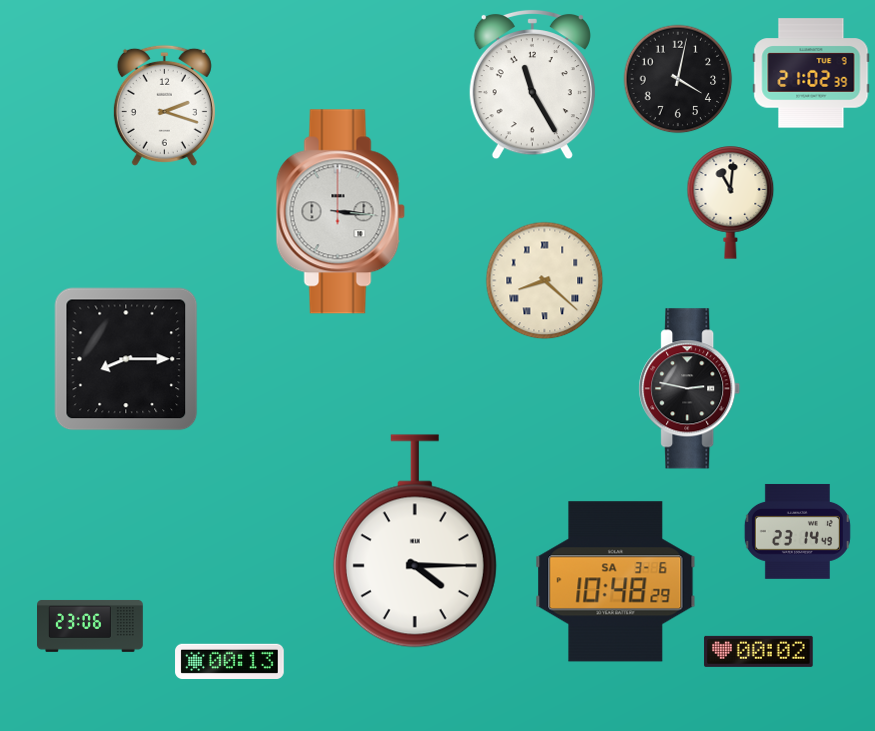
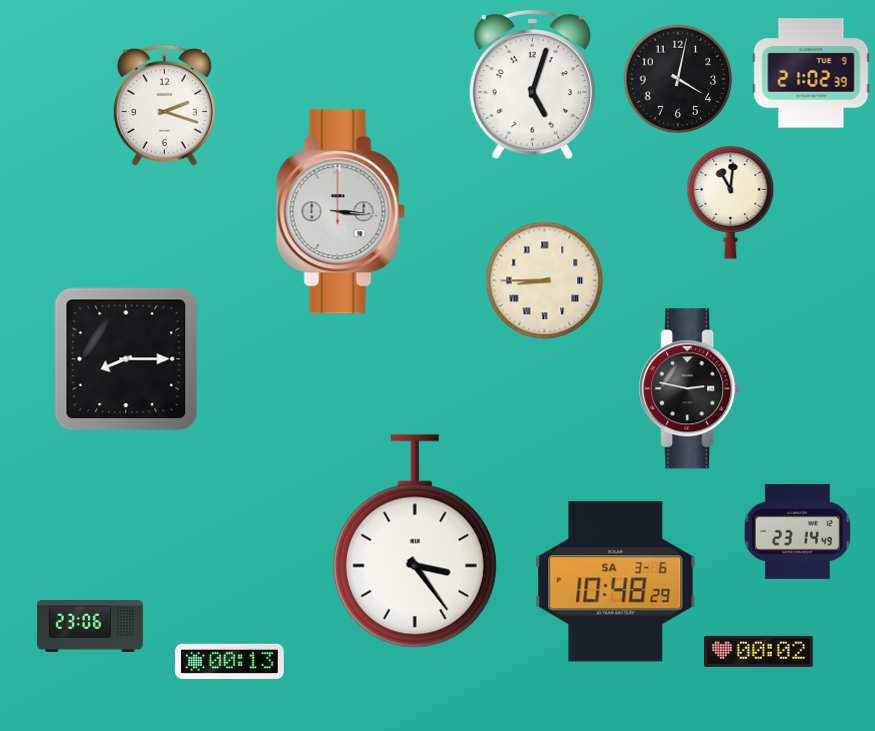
clock at (532, 84): 11:25 -> 5:03
clock at (545, 281): 8:22 -> 8:45
clock at (415, 541): 4:15 -> 3:24
